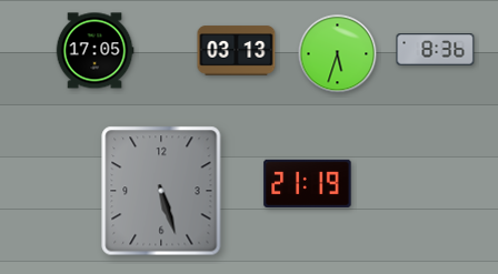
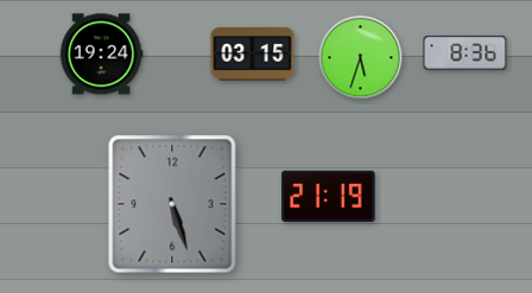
clock at (94, 51): 17:05 -> 19:24
clock at (237, 51): 03:13 -> 03:15
